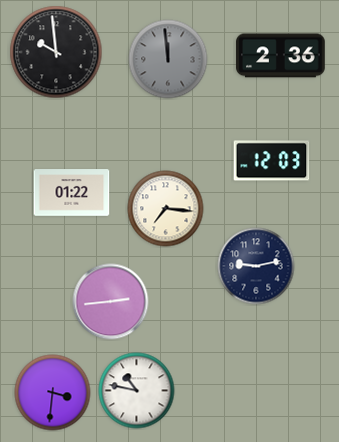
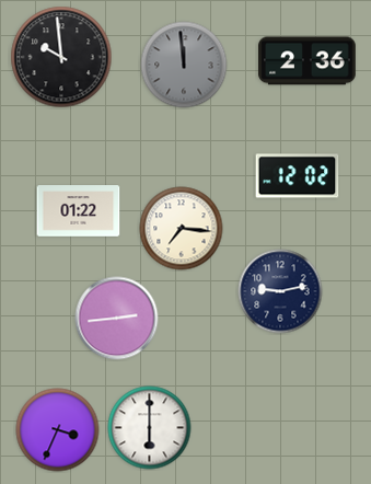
clock at (272, 161): 12:03 -> 12:02
clock at (111, 302) position: (111, 302) -> (117, 319)
clock at (137, 391): 10:47 -> 6:00
clock at (53, 393): 3:31 -> 3:34
